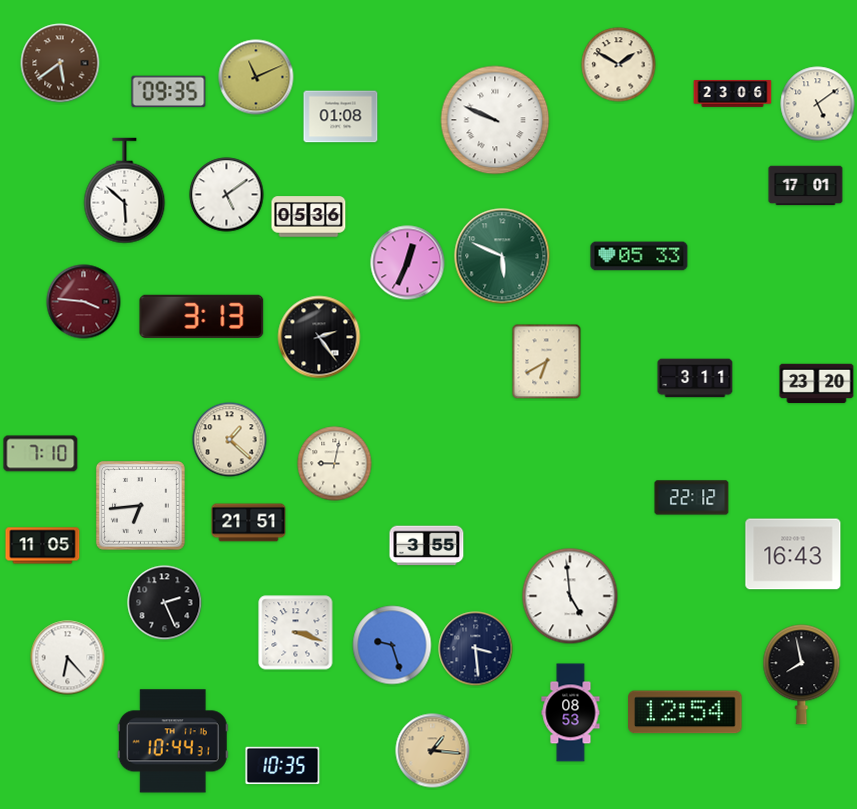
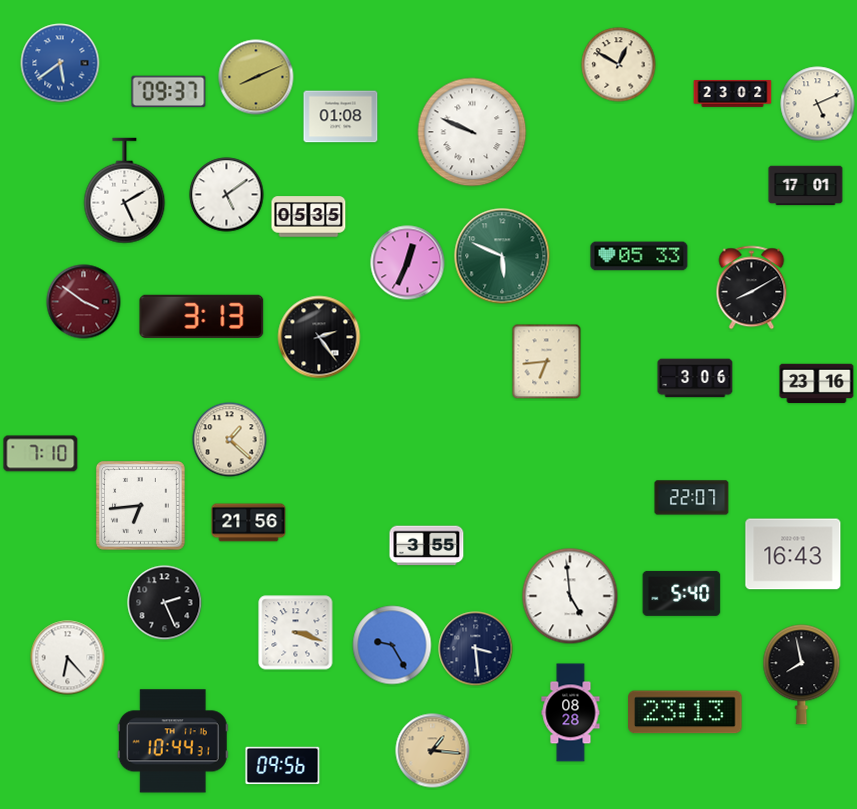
clock at (60, 63) dial: brown -> blue
clock at (619, 65): 1:50 -> 12:50
clock at (256, 77): 11:11 -> 8:11
clock at (169, 92): 09:35 -> 09:37
clock at (733, 94): 23:06 -> 23:02
clock at (818, 104): 5:09 -> 5:11
clock at (495, 120) position: (495, 120) -> (472, 132)
clock at (125, 191): 5:52 -> 5:10
clock at (309, 217): 05:36 -> 05:35
clock at (752, 288): none -> 8:10
clock at (84, 302): 3:46 -> 3:51
clock at (547, 362): 6:40 -> 6:44
clock at (695, 378): 3:11 -> 3:06
clock at (817, 384): 23:20 -> 23:16
clock at (335, 464): 9:02 -> none
clock at (692, 498): 22:12 -> 22:07
clock at (249, 523): 21:51 -> 21:56
clock at (43, 546): 11:05 -> none
clock at (682, 593): none -> 5:40
clock at (392, 645): 9:27 -> 9:25
clock at (685, 712): 12:54 -> 23:13
clock at (571, 713): 08:53 -> 08:28
clock at (283, 766): 10:35 -> 09:56
